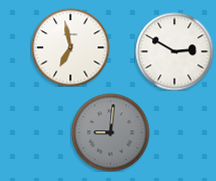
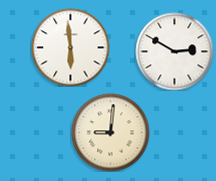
clock at (70, 47): 6:58 -> 5:59
clock at (110, 132) dial: grey -> cream
